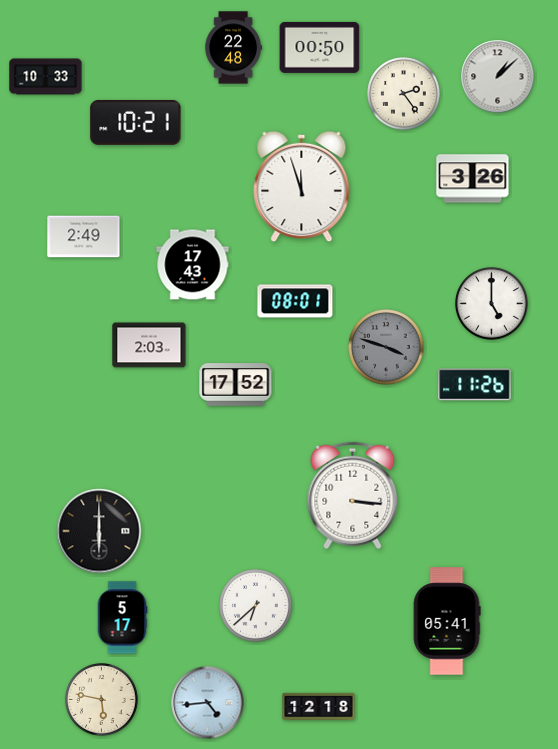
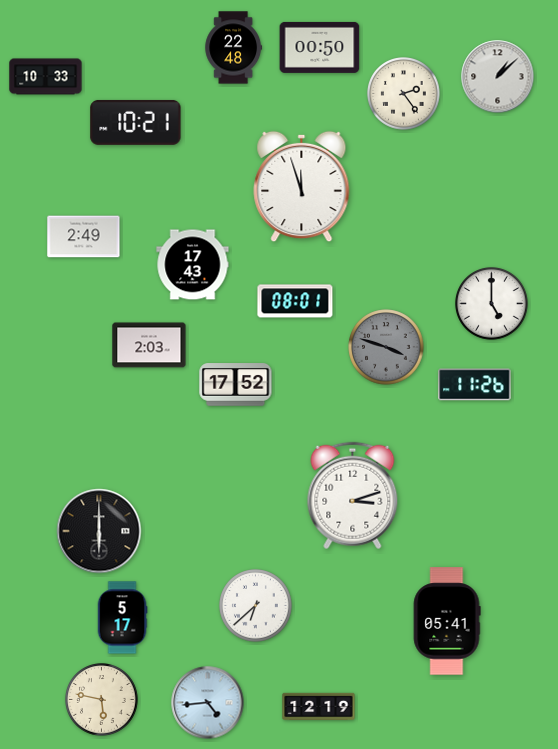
clock at (473, 179): 3:26 -> none
clock at (353, 496): 3:16 -> 3:12
clock at (319, 707): 12:18 -> 12:19
